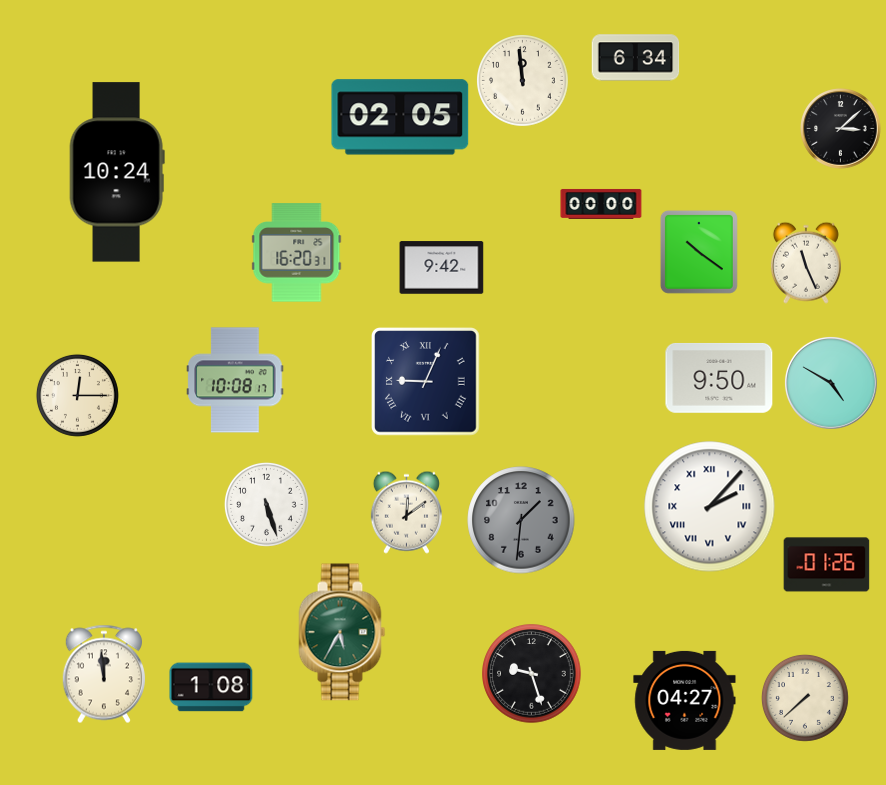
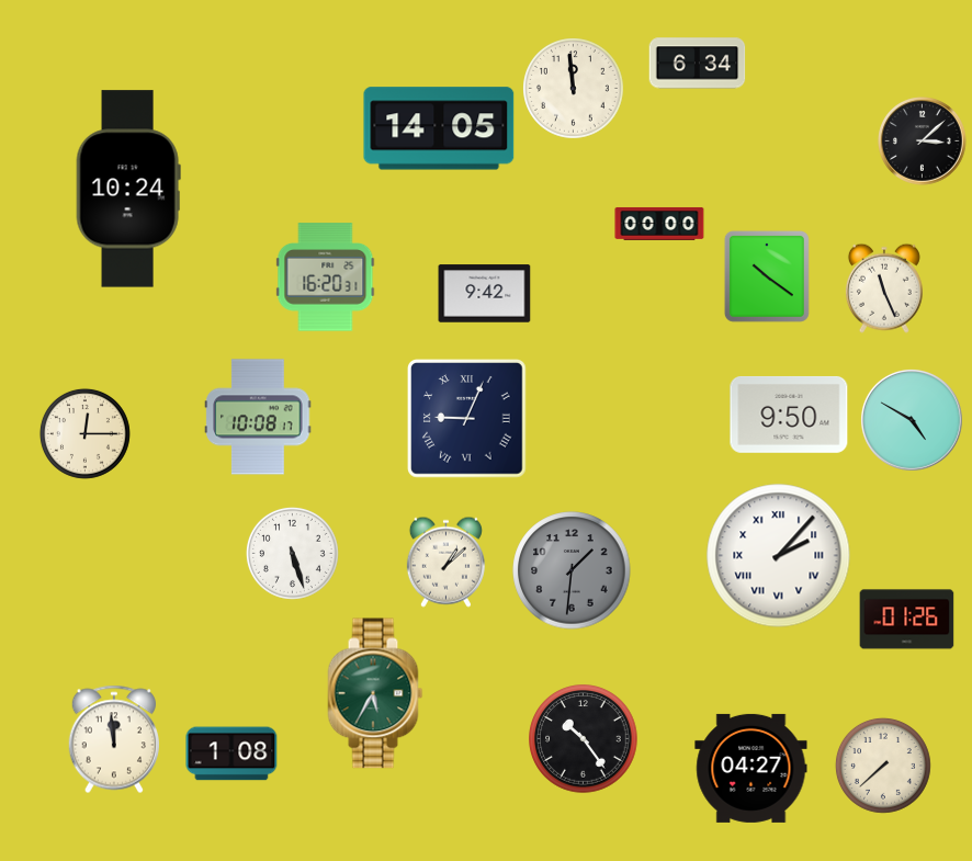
clock at (400, 117): 02:05 -> 14:05
clock at (406, 512): 12:09 -> 1:08
clock at (532, 674): 9:27 -> 10:24
